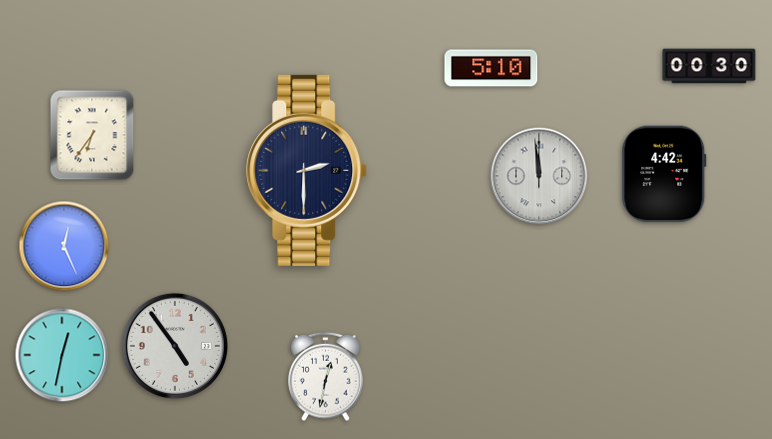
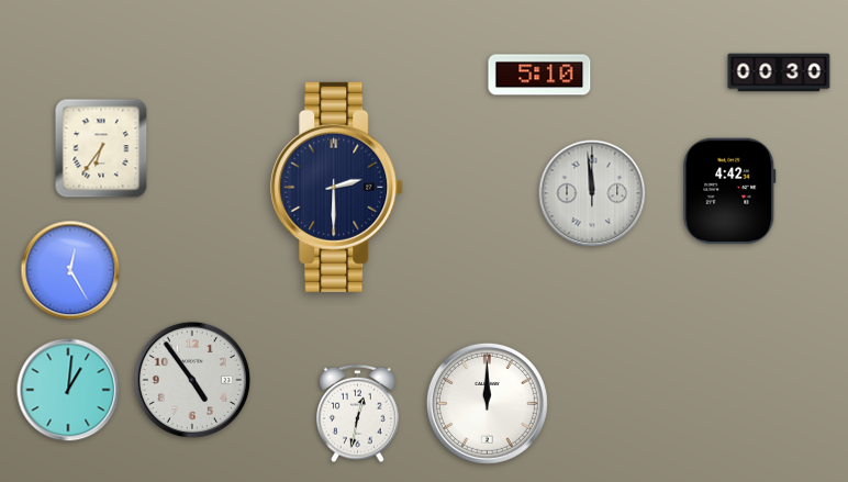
clock at (64, 246): 12:26 -> 12:25
clock at (62, 355): 12:32 -> 1:01
clock at (487, 403): none -> 12:00
